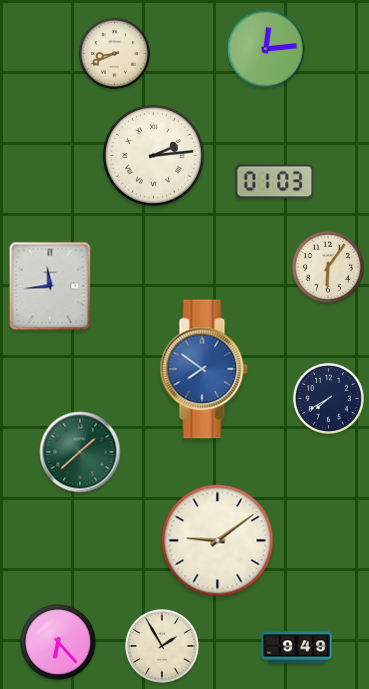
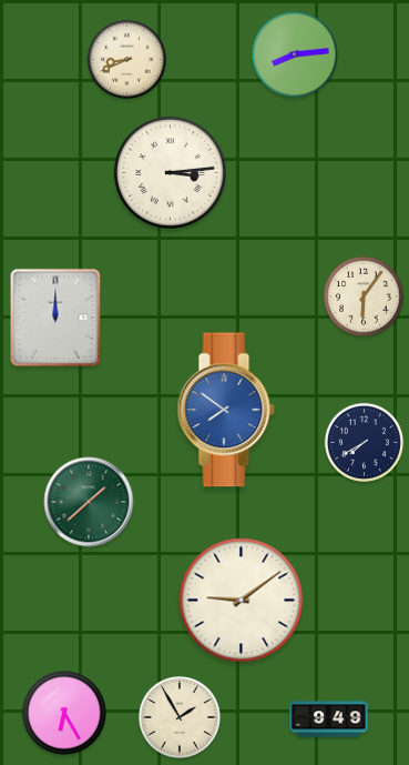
clock at (266, 49): 12:14 -> 8:14
clock at (153, 155): 2:14 -> 3:14
clock at (275, 182): 01:03 -> none
clock at (50, 286): 11:44 -> 12:00
clock at (58, 642): 6:23 -> 6:25
